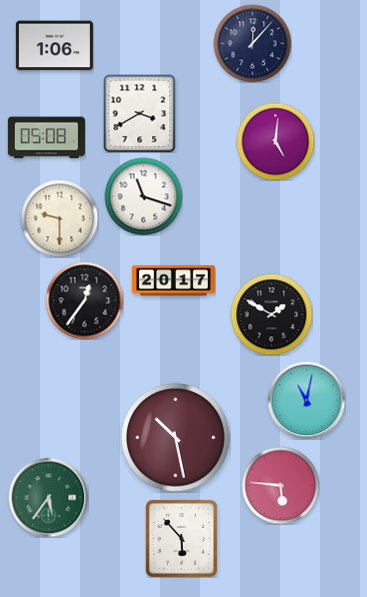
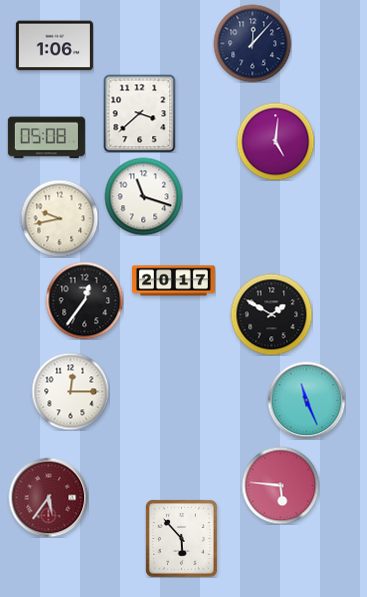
clock at (140, 113): 3:40 -> 3:38
clock at (59, 218): 9:30 -> 9:43
clock at (70, 391): none -> 12:15
clock at (306, 400): 11:02 -> 11:26
clock at (176, 438): 10:28 -> none
clock at (48, 497) dial: green -> burgundy
